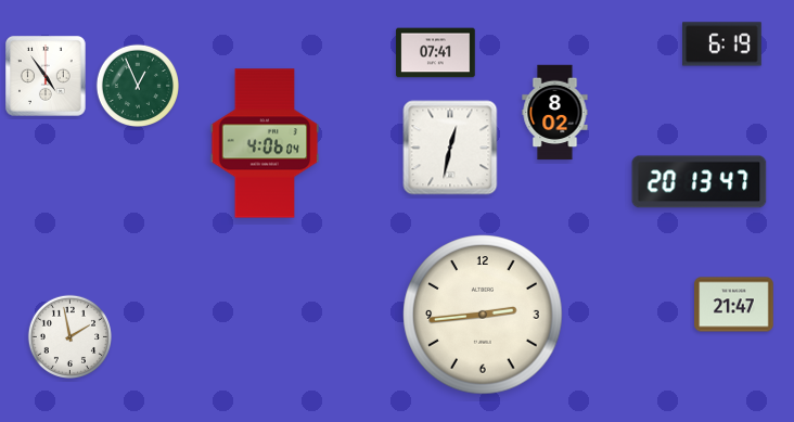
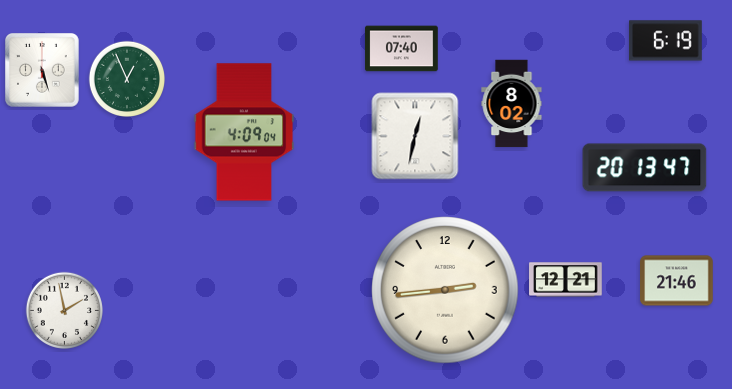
clock at (436, 53): 07:41 -> 07:40
clock at (47, 77): 4:54 -> 5:27
clock at (265, 143): 4:06 -> 4:09
clock at (566, 280): none -> 12:21
clock at (734, 305): 21:47 -> 21:46
